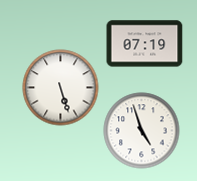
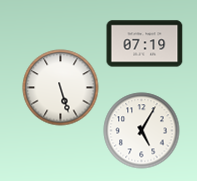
clock at (142, 131): 4:57 -> 5:05
